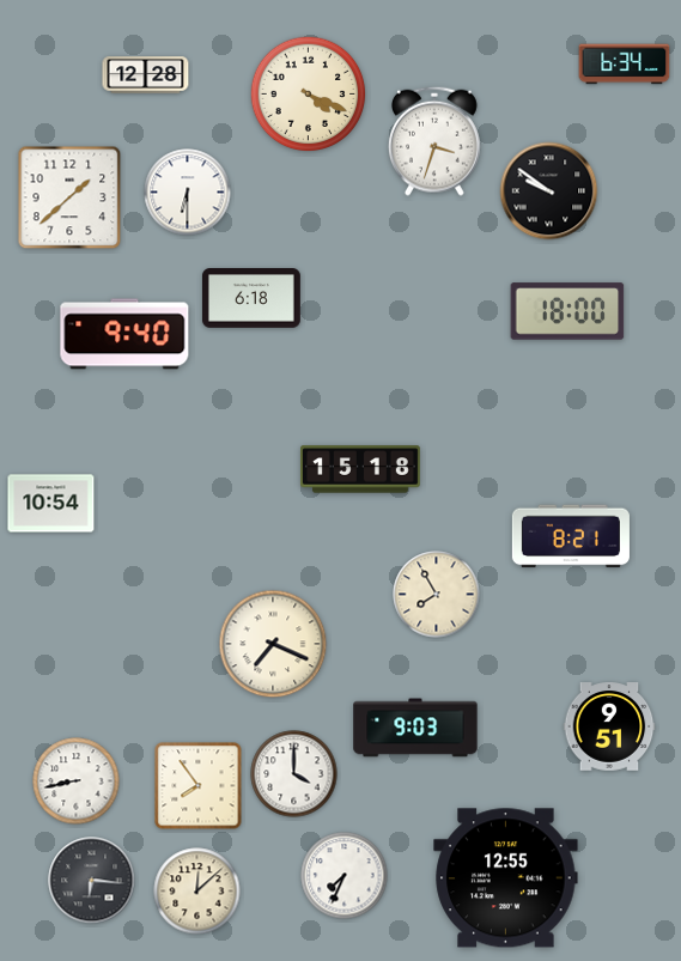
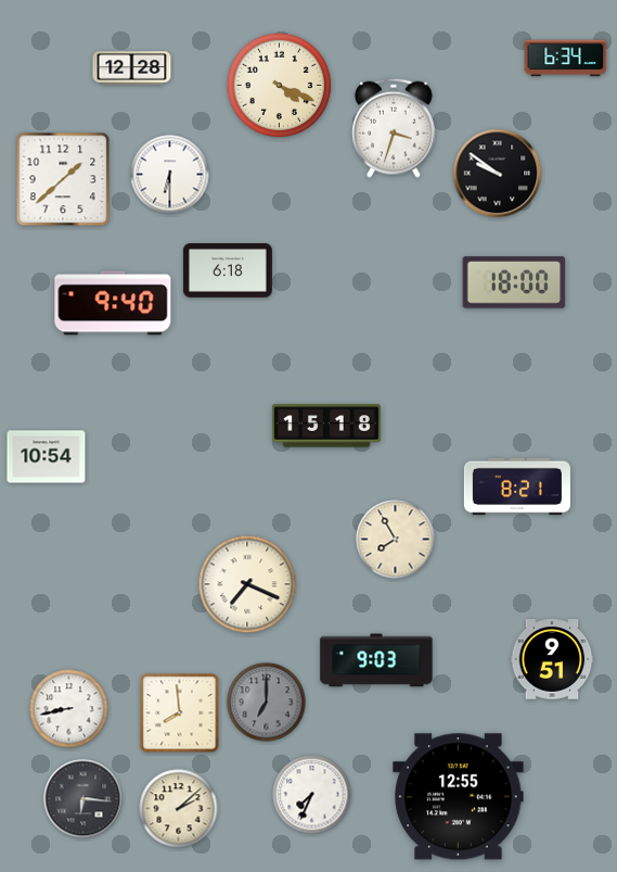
clock at (294, 774): 4:00 -> 7:00
clock at (294, 774) dial: white -> grey
clock at (199, 786): 7:54 -> 7:59
clock at (197, 892): 12:08 -> 2:08
